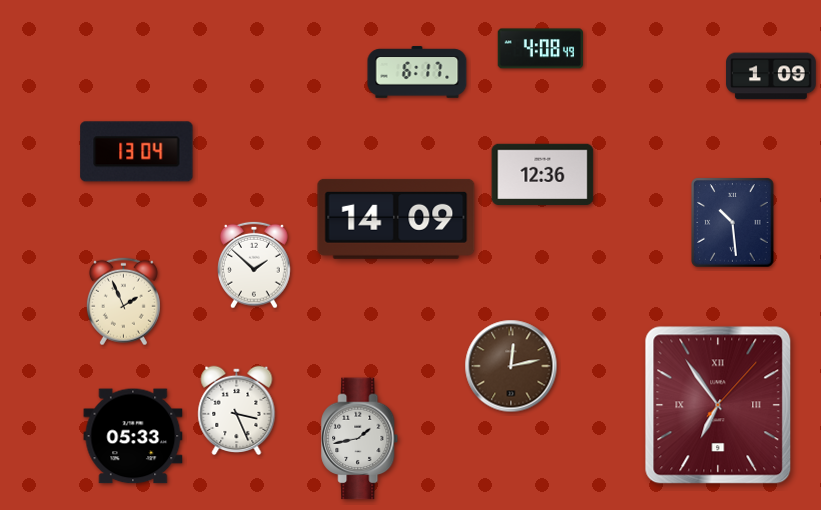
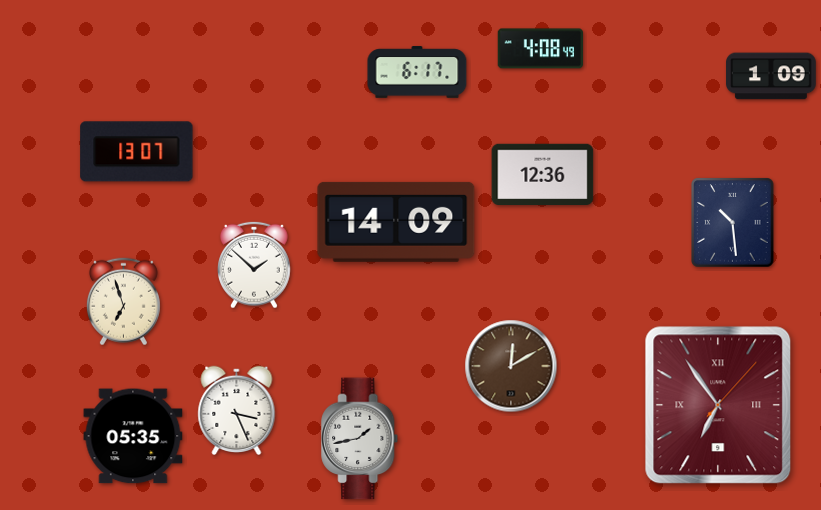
clock at (137, 152): 13:04 -> 13:07
clock at (396, 219) position: (396, 219) -> (396, 222)
clock at (123, 302): 1:56 -> 6:57
clock at (511, 366): 12:13 -> 12:10
clock at (133, 436): 05:33 -> 05:35
